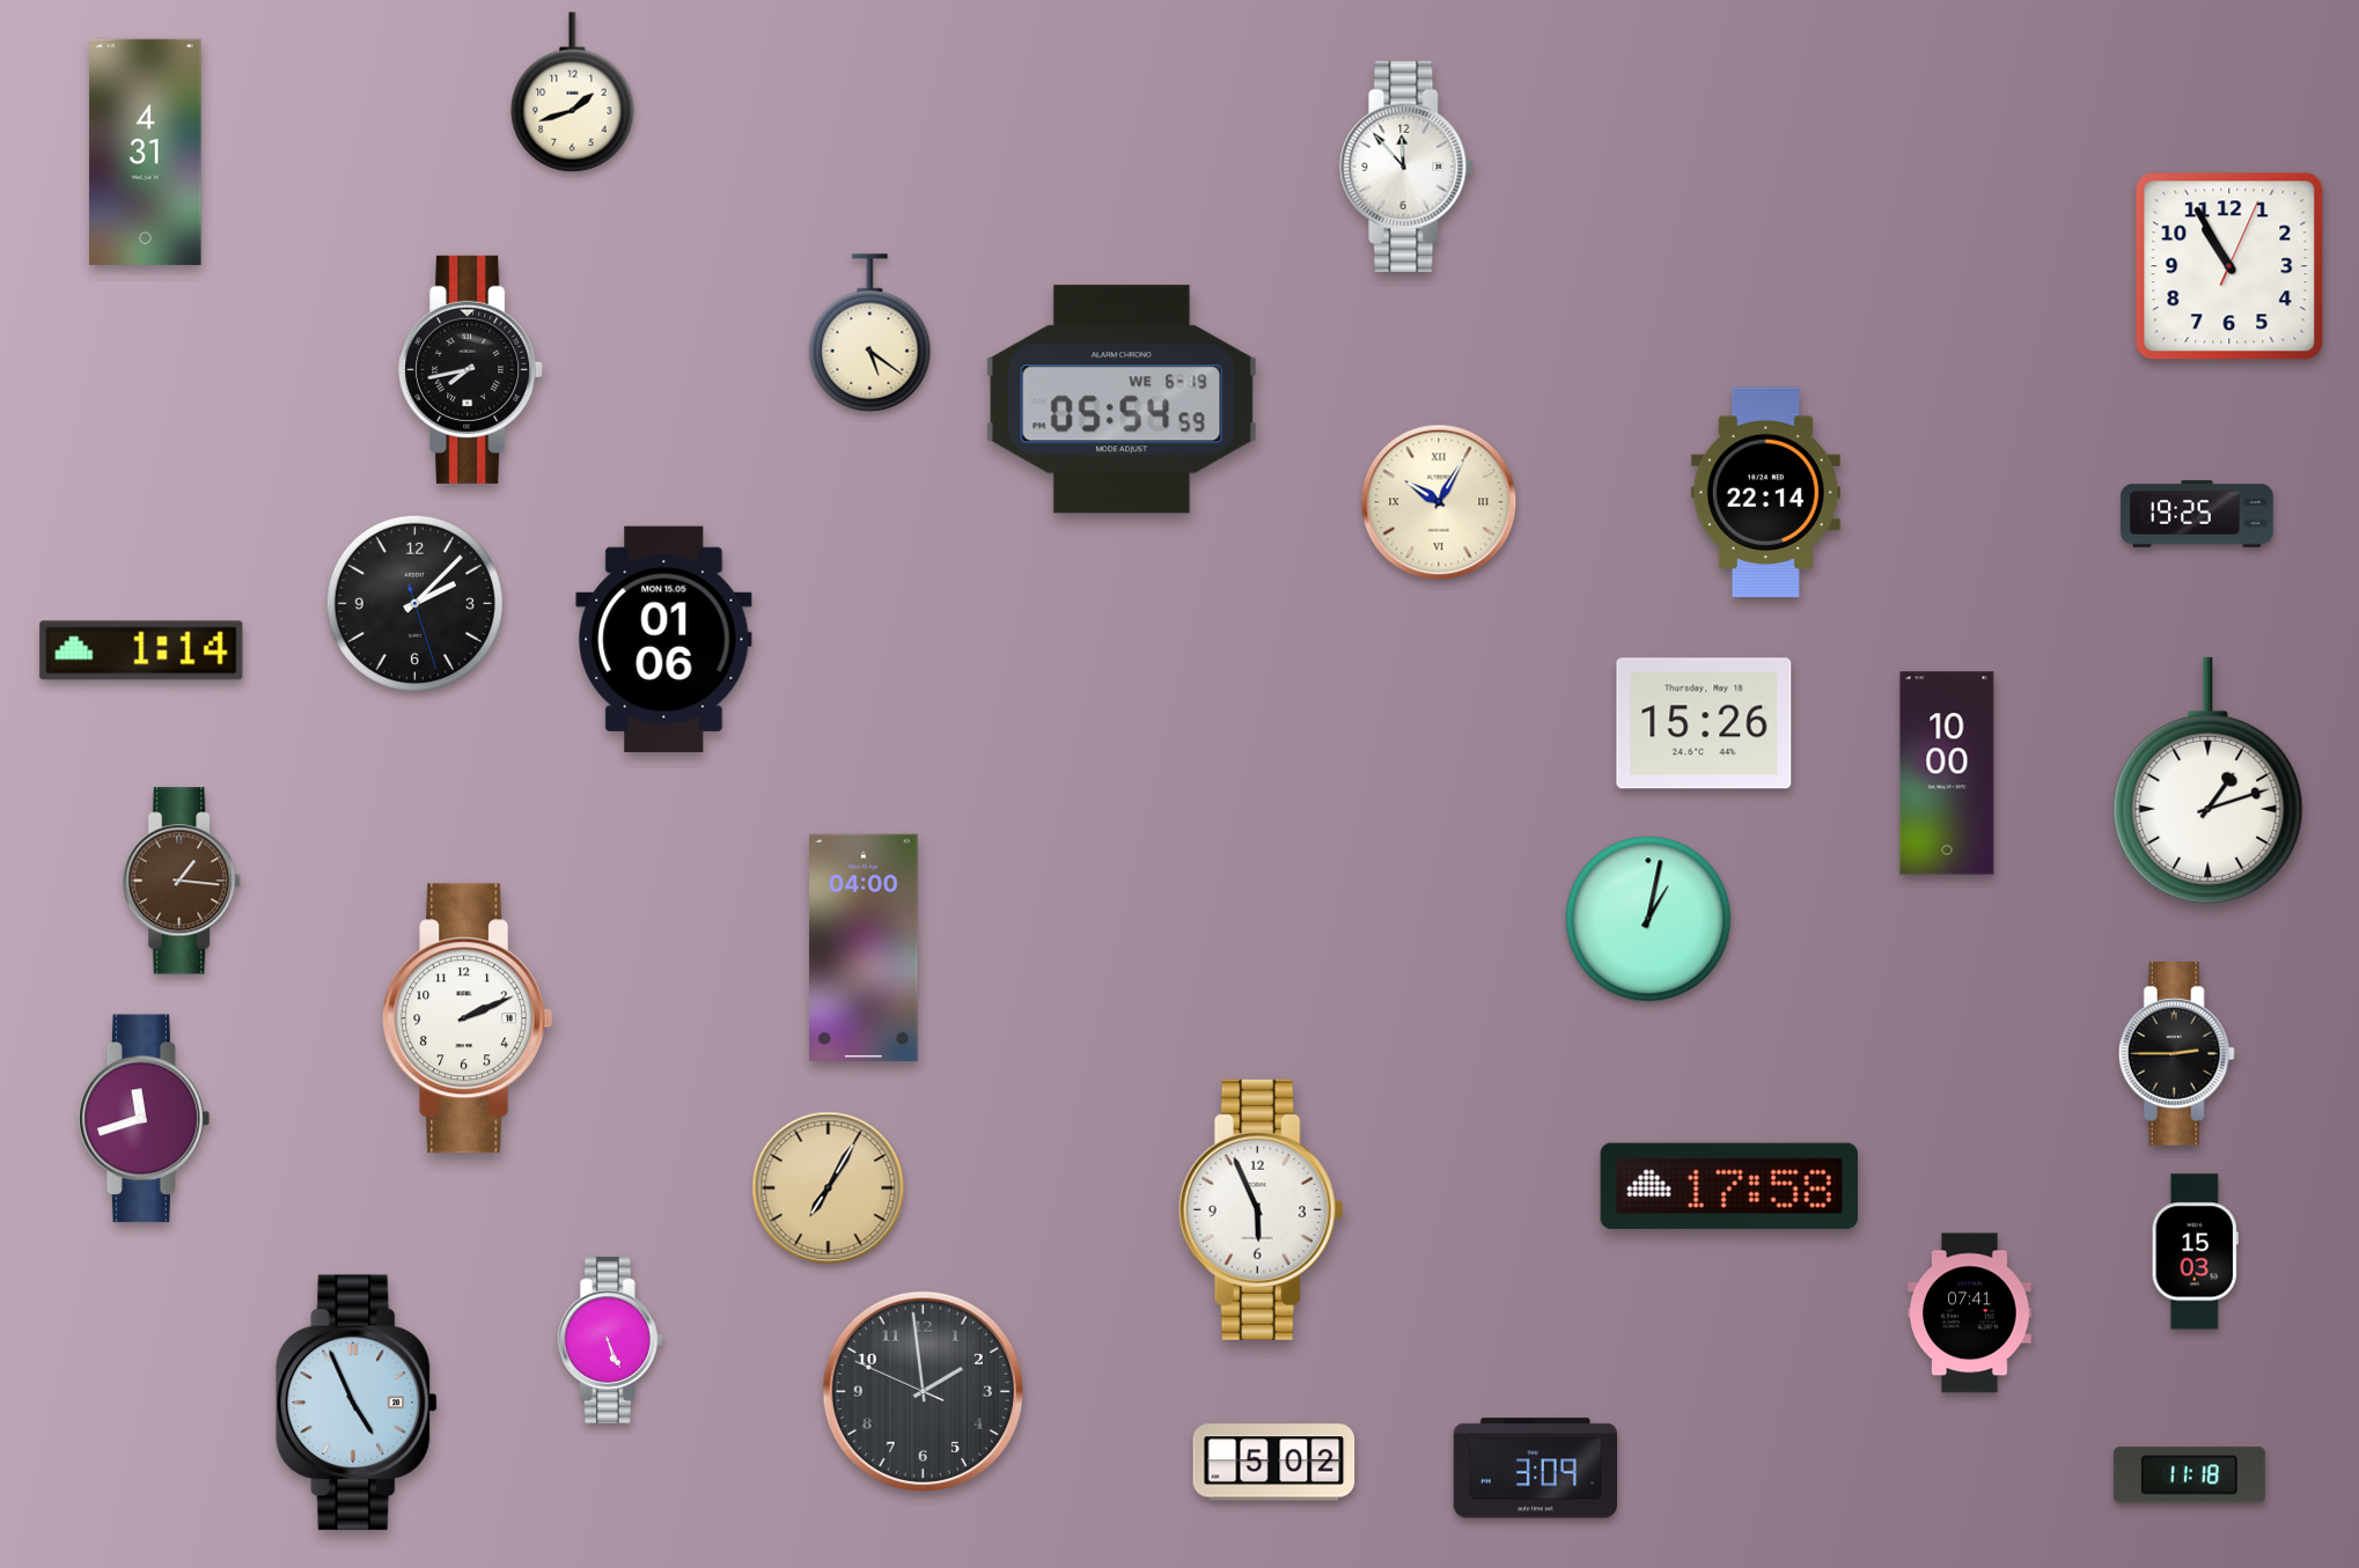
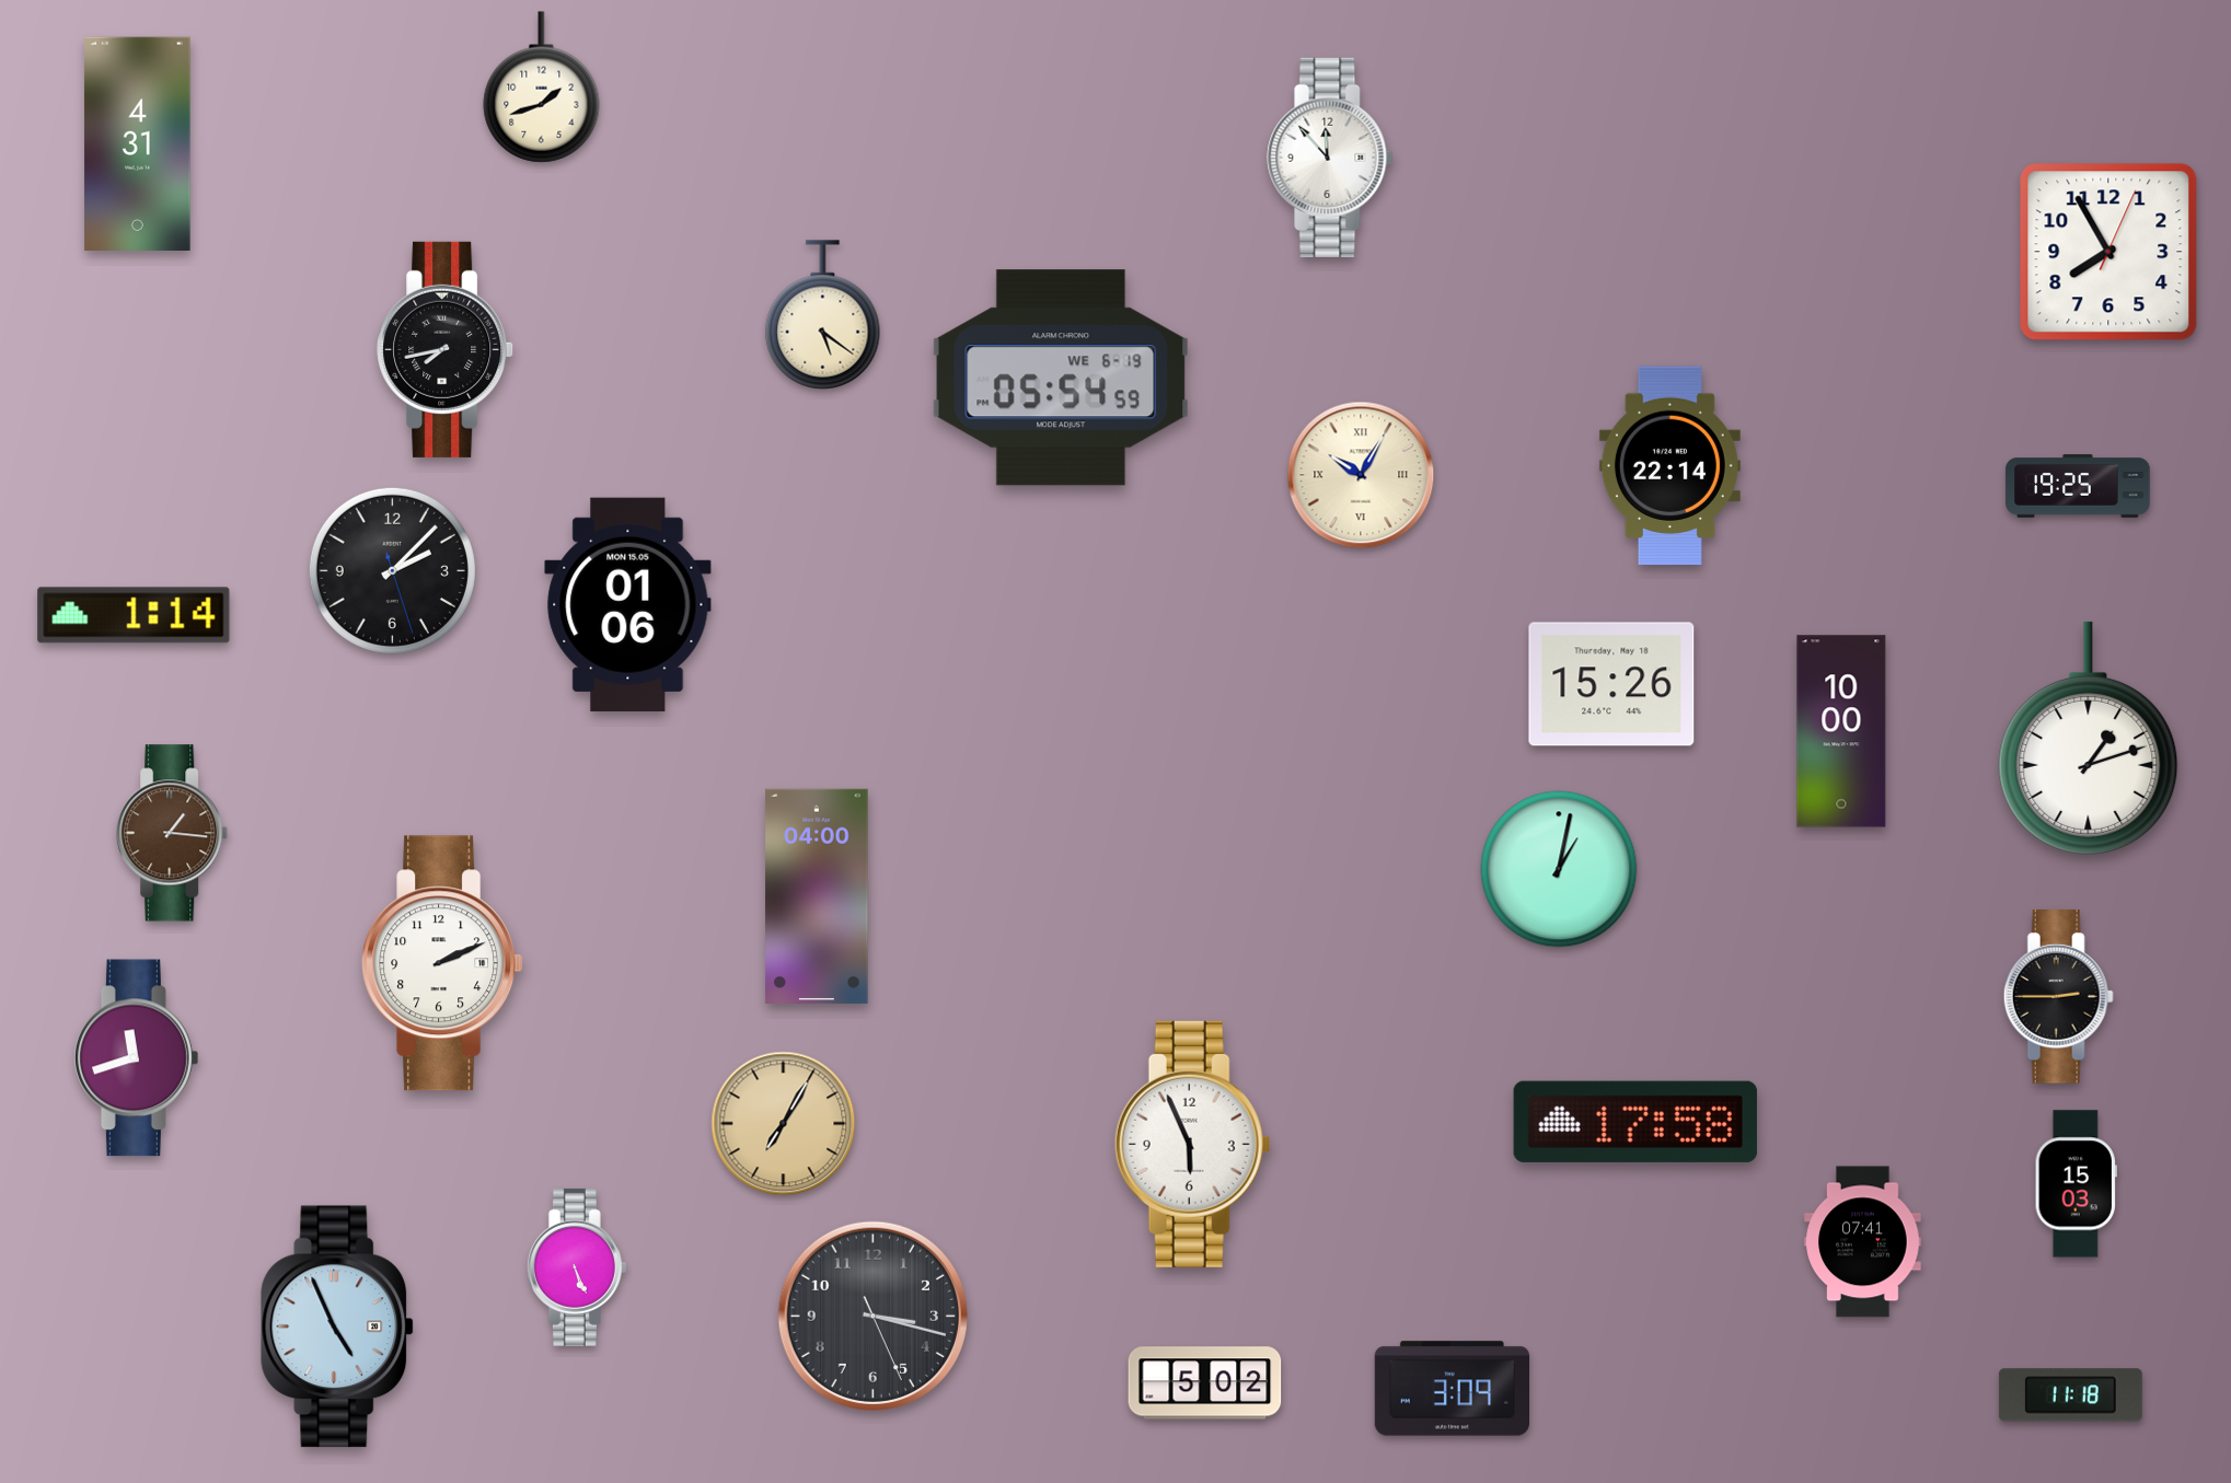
clock at (2229, 266): 10:55 -> 7:55
clock at (923, 1391): 1:58 -> 3:17
